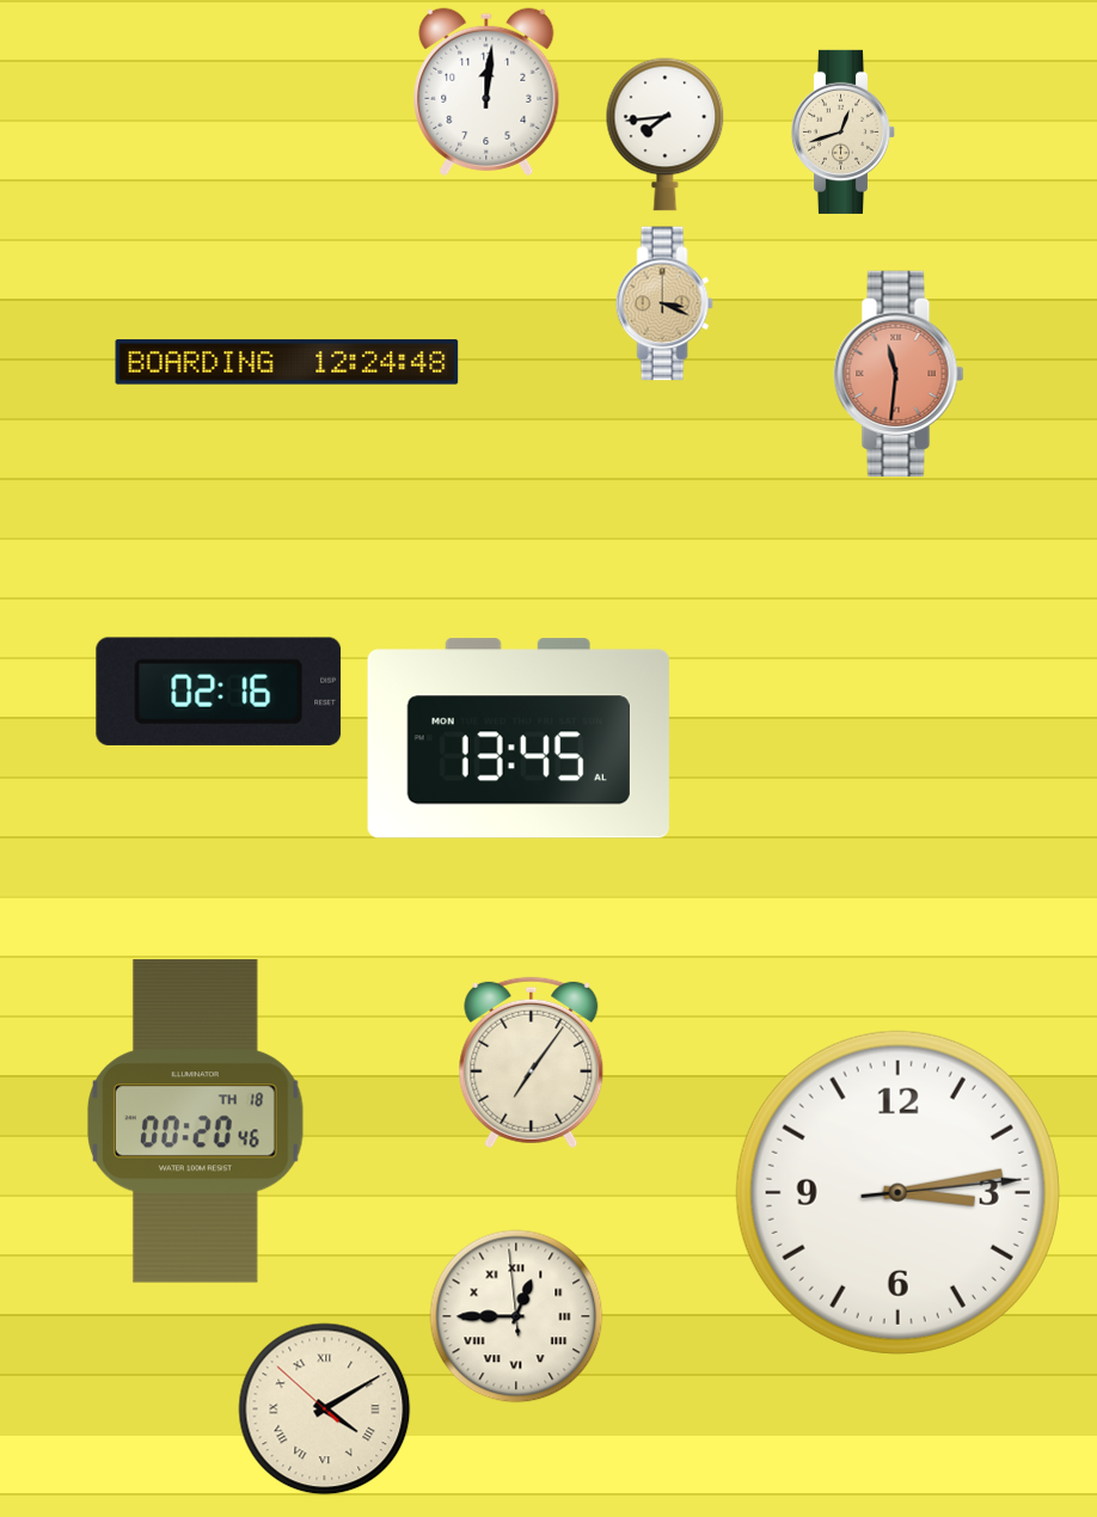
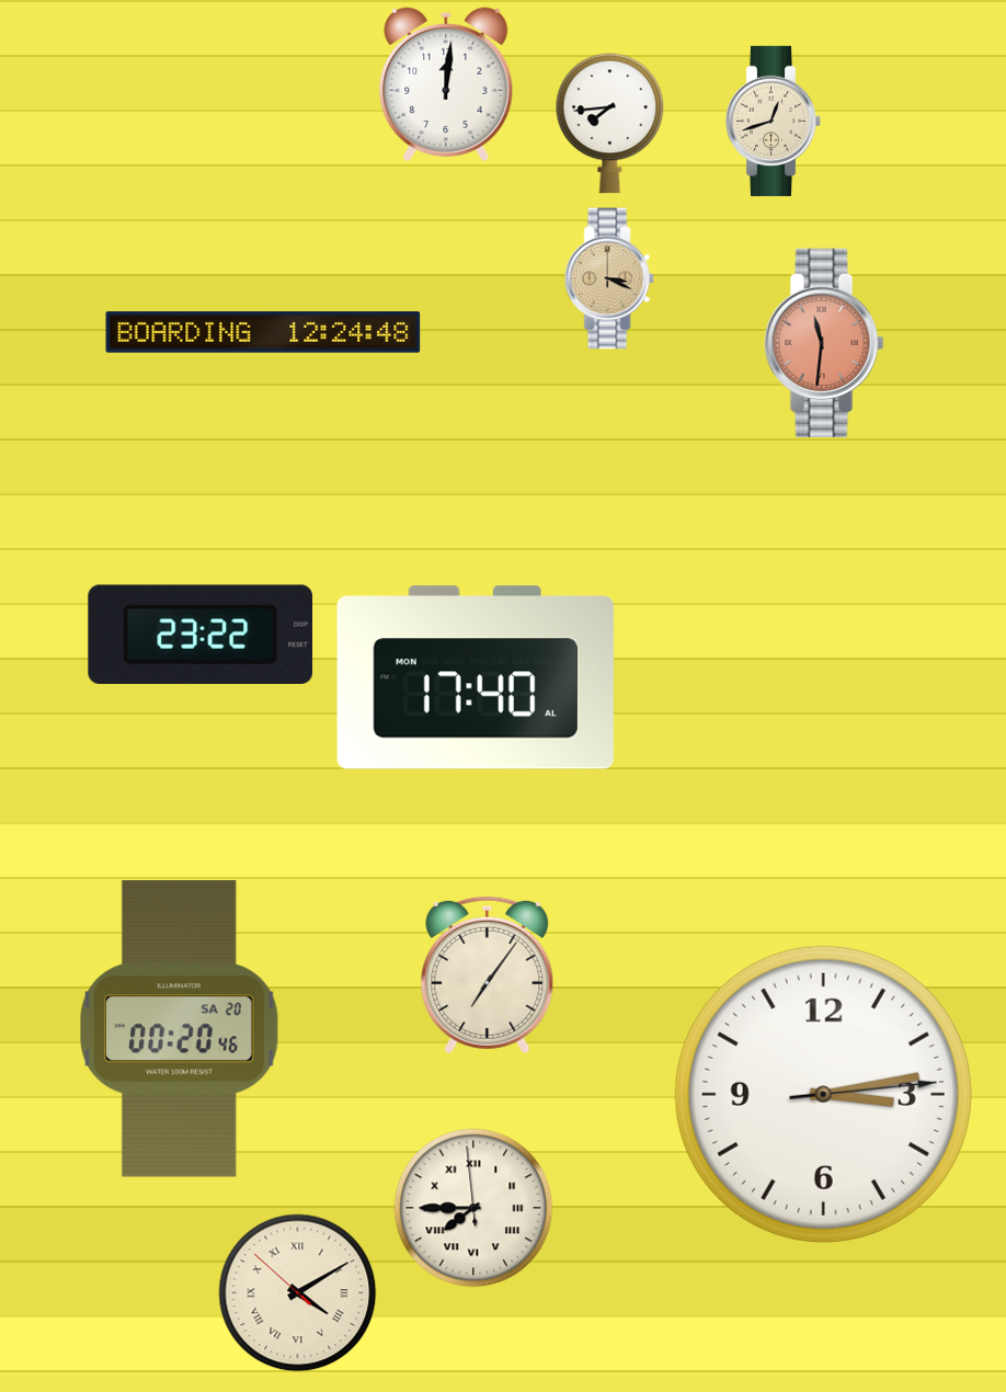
clock at (219, 692): 02:16 -> 23:22
clock at (519, 738): 13:45 -> 17:40
clock at (196, 1122) date: TH 18 -> SA 20
clock at (516, 1316): 12:44 -> 7:44
